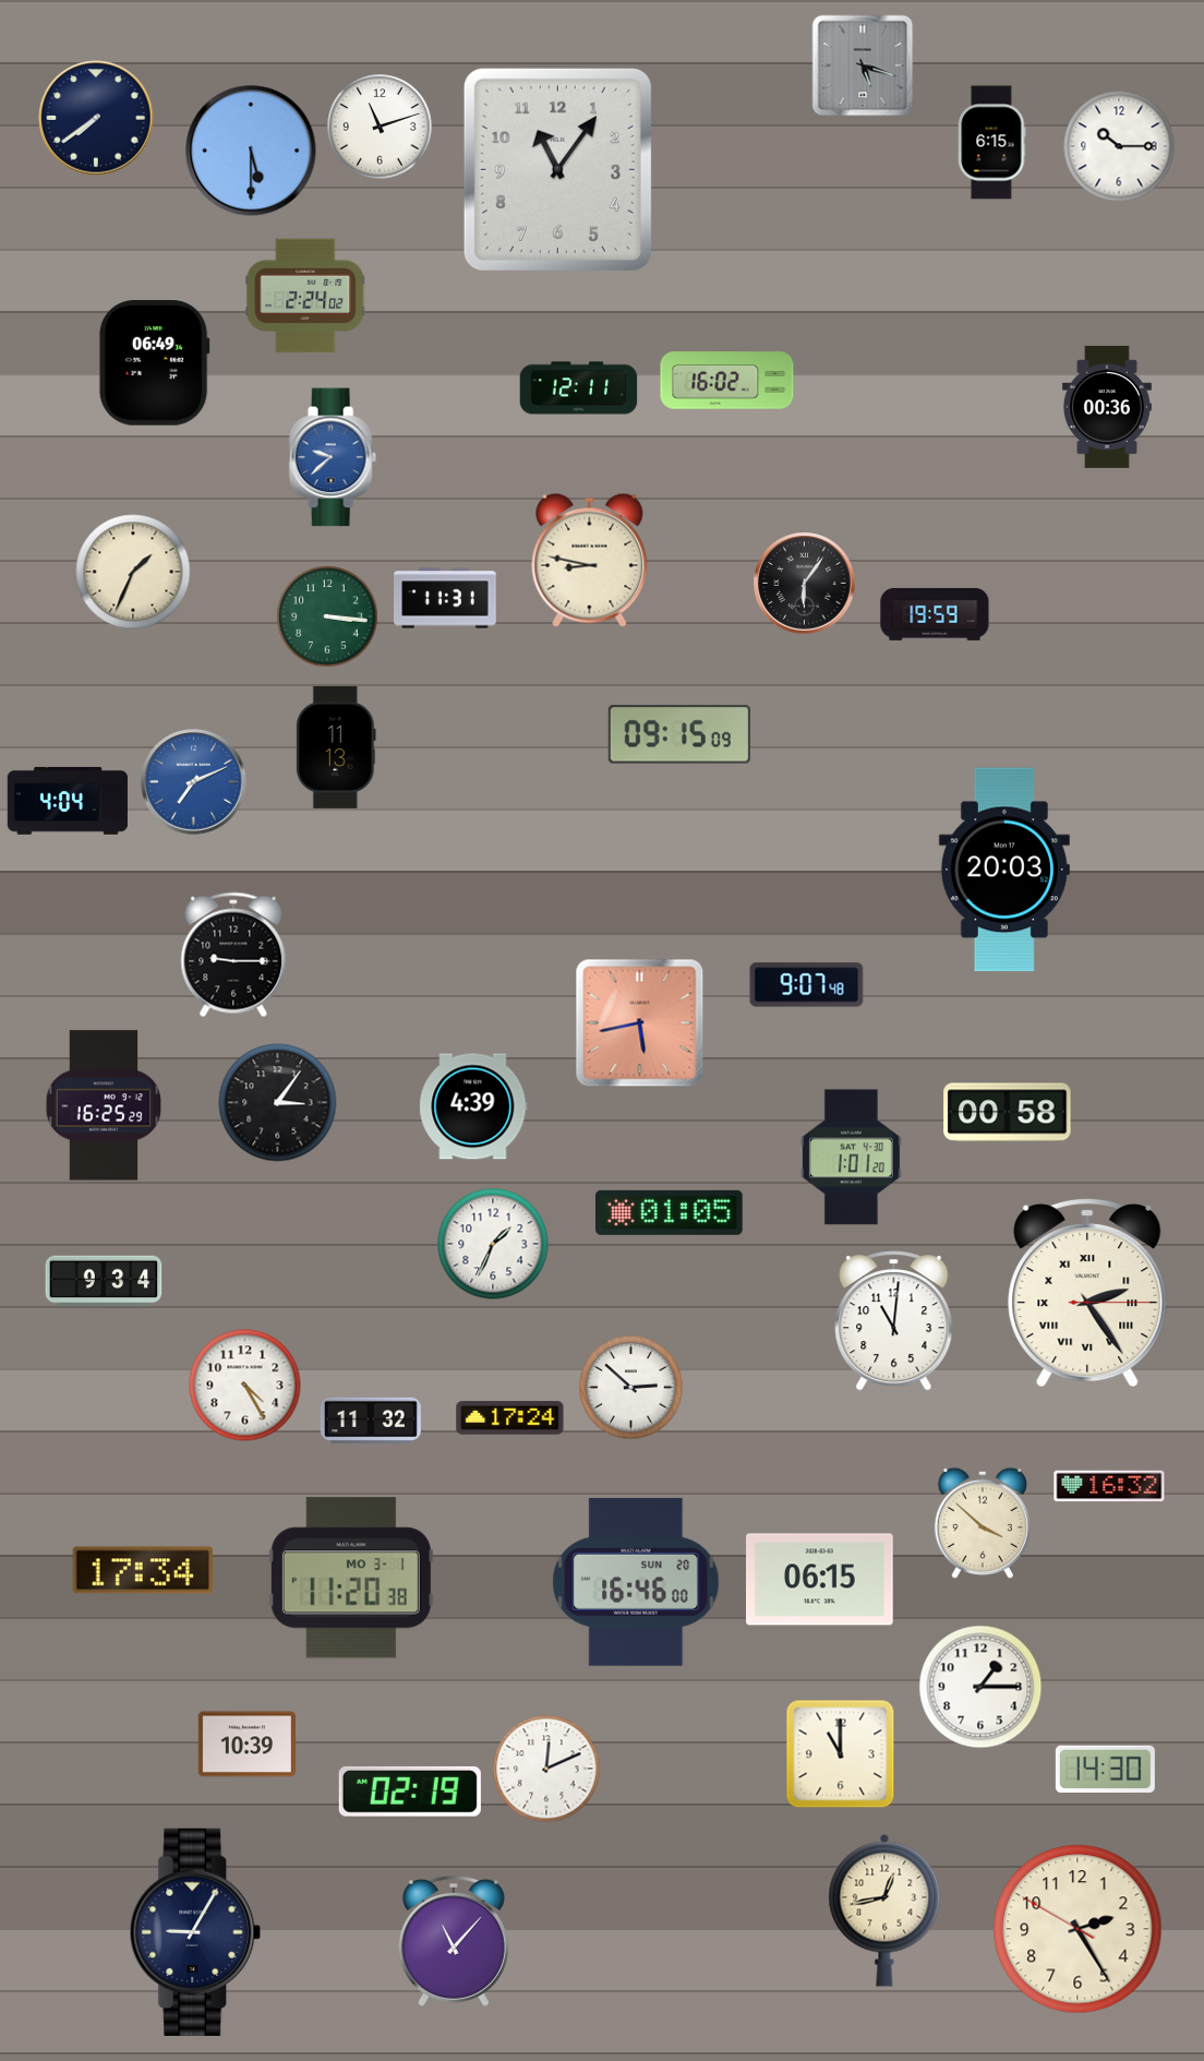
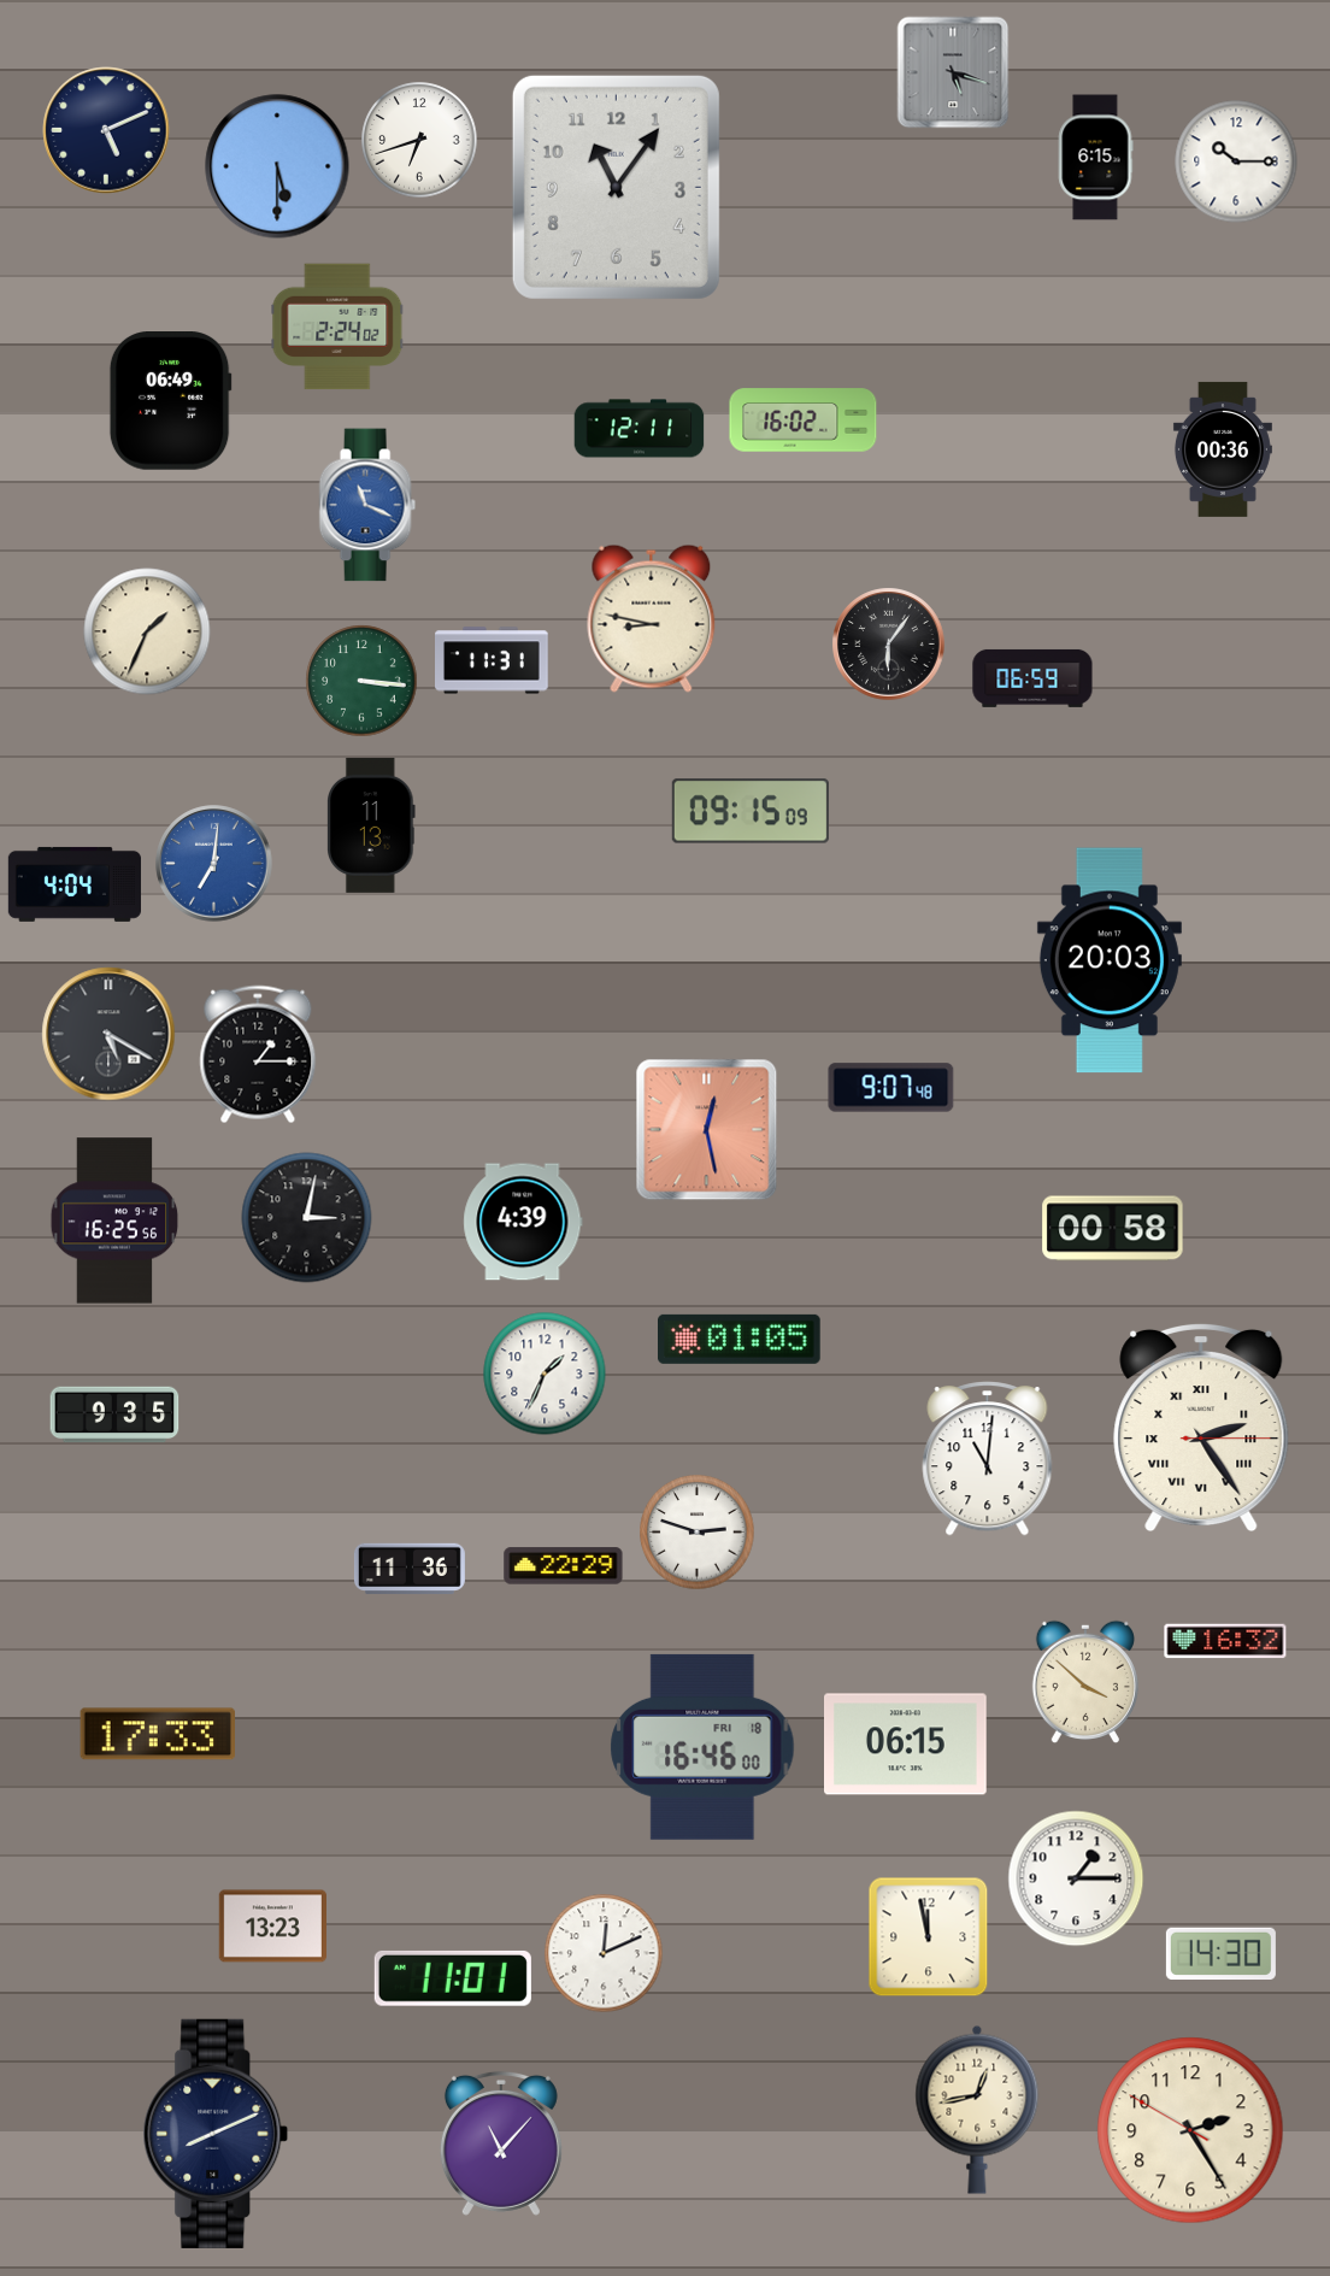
clock at (96, 118): 7:39 -> 5:11
clock at (380, 127): 11:12 -> 6:42
clock at (333, 457): 9:38 -> 11:19
clock at (935, 614): 19:59 -> 06:59
clock at (194, 782): 7:11 -> 7:01
clock at (108, 1034): none -> 5:20
clock at (233, 955): 9:15 -> 1:15
clock at (640, 1023): 5:43 -> 12:28
clock at (278, 1103): 3:06 -> 3:02
clock at (104, 1105): 16:25:29 -> 16:25:56
clock at (851, 1158): 1:01 -> none
clock at (104, 1281): 9:34 -> 9:35
clock at (245, 1386): 4:25 -> none
clock at (631, 1388): 2:52 -> 2:48
clock at (510, 1418): 17:24 -> 22:29
clock at (371, 1419): 11:32 -> 11:36
clock at (142, 1570): 17:34 -> 17:33
clock at (351, 1578): 11:20 -> none
clock at (636, 1582) date: SUN 20 -> FRI 18
clock at (980, 1687) position: (980, 1687) -> (1076, 1878)
clock at (246, 1745): 10:39 -> 13:23
clock at (841, 1754): 11:00 -> 11:58
clock at (410, 1792): 02:19 -> 11:01
clock at (195, 1932): 9:05 -> 8:11
